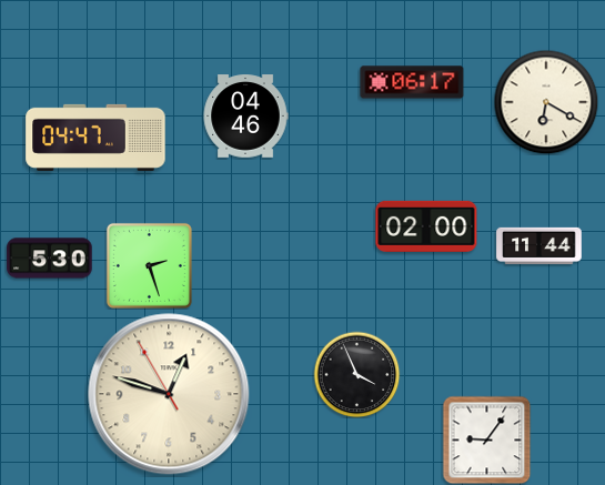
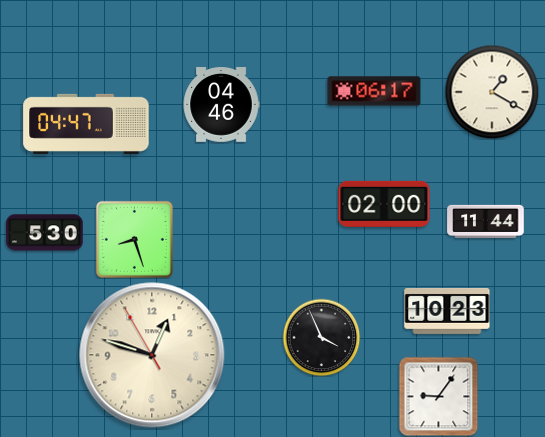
clock at (412, 82) position: (412, 82) -> (374, 91)
clock at (546, 102): 6:20 -> 1:20
clock at (149, 265): 2:27 -> 8:27
clock at (447, 311): none -> 10:23
